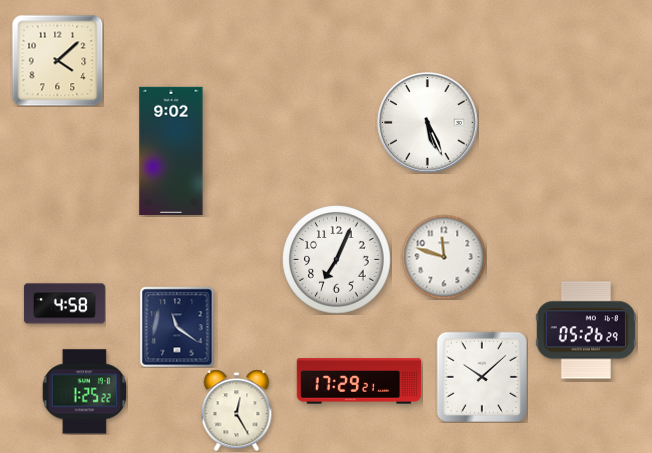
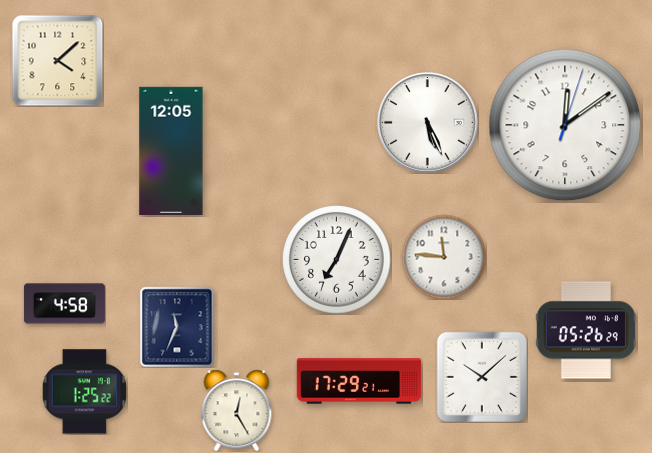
clock at (565, 125): none -> 12:09
clock at (171, 151): 9:02 -> 12:05
clock at (444, 257): 11:48 -> 11:46
clock at (177, 327): 11:21 -> 11:34
